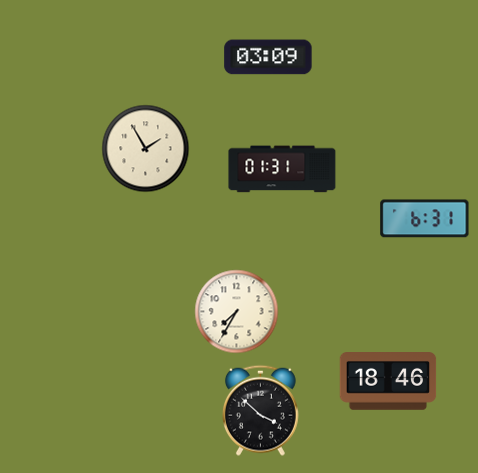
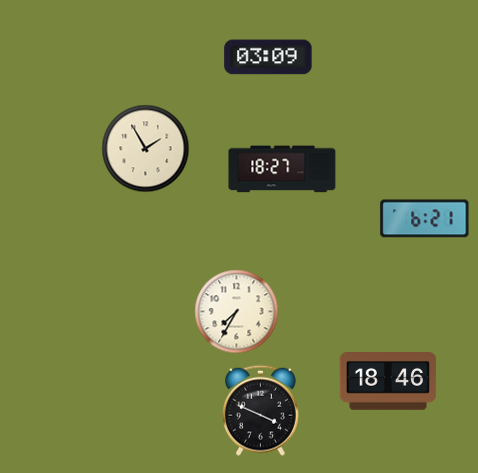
clock at (282, 169): 01:31 -> 18:27
clock at (425, 219): 6:31 -> 6:21
clock at (260, 410): 3:52 -> 3:49
